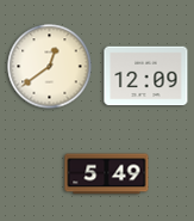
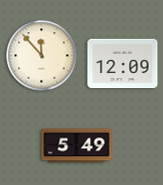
clock at (50, 67): 12:39 -> 11:53
clock at (107, 174) position: (107, 174) -> (77, 146)
